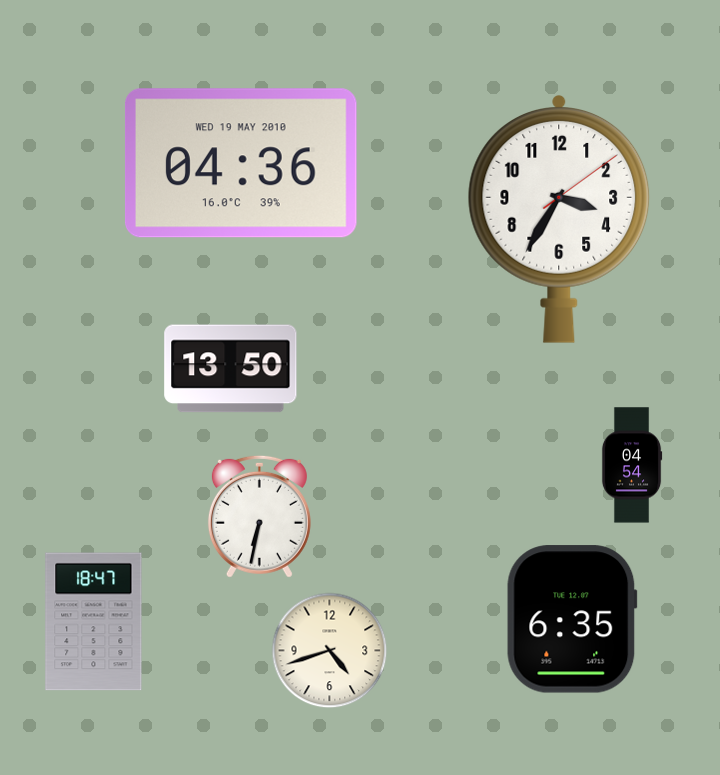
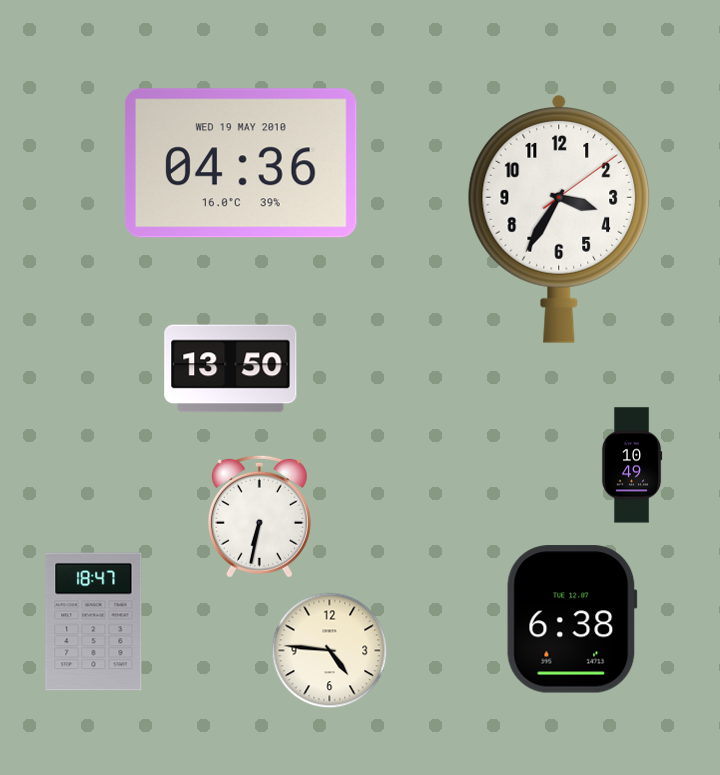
clock at (632, 465): 04:54 -> 10:49
clock at (572, 619): 6:35 -> 6:38
clock at (330, 651): 4:42 -> 4:46
